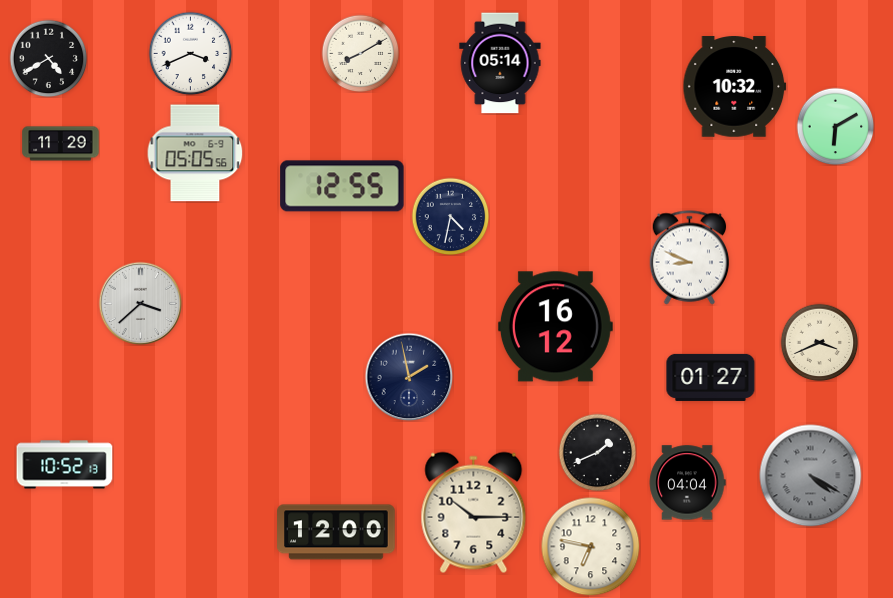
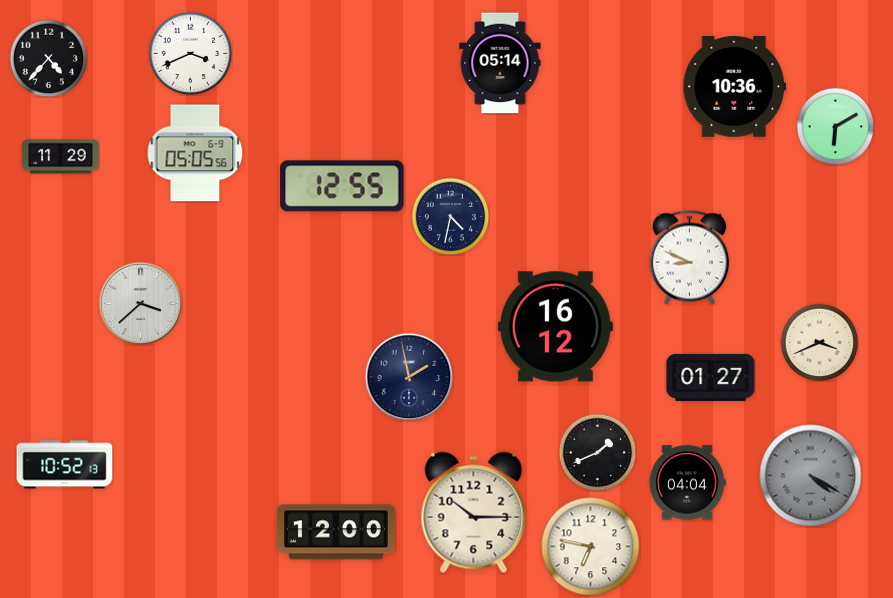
clock at (360, 53): 8:10 -> none
clock at (48, 58): 4:40 -> 4:37
clock at (735, 87): 10:32 -> 10:36
clock at (61, 144) position: (61, 144) -> (61, 157)
